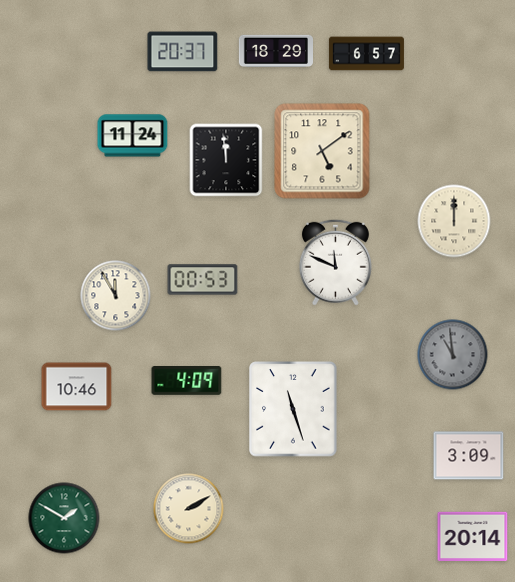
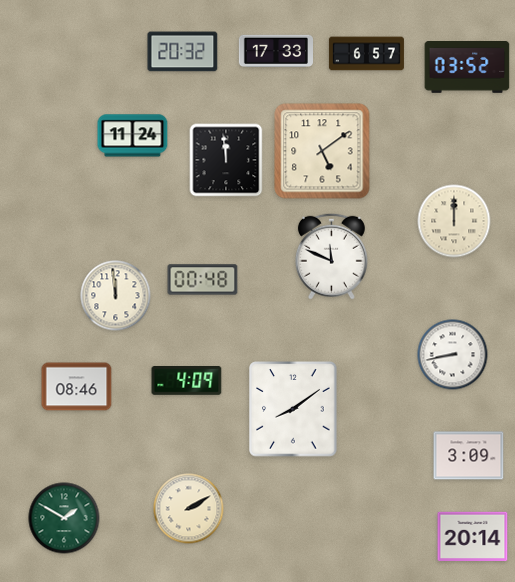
clock at (275, 50): 18:29 -> 17:33
clock at (183, 52): 20:37 -> 20:32
clock at (467, 68): none -> 03:52
clock at (335, 262) position: (335, 262) -> (331, 256)
clock at (203, 280): 00:53 -> 00:48
clock at (116, 296): 11:55 -> 11:59
clock at (453, 355): 10:59 -> 8:43
clock at (453, 355) dial: grey -> white
clock at (77, 387): 10:46 -> 08:46
clock at (293, 409): 11:27 -> 8:09
